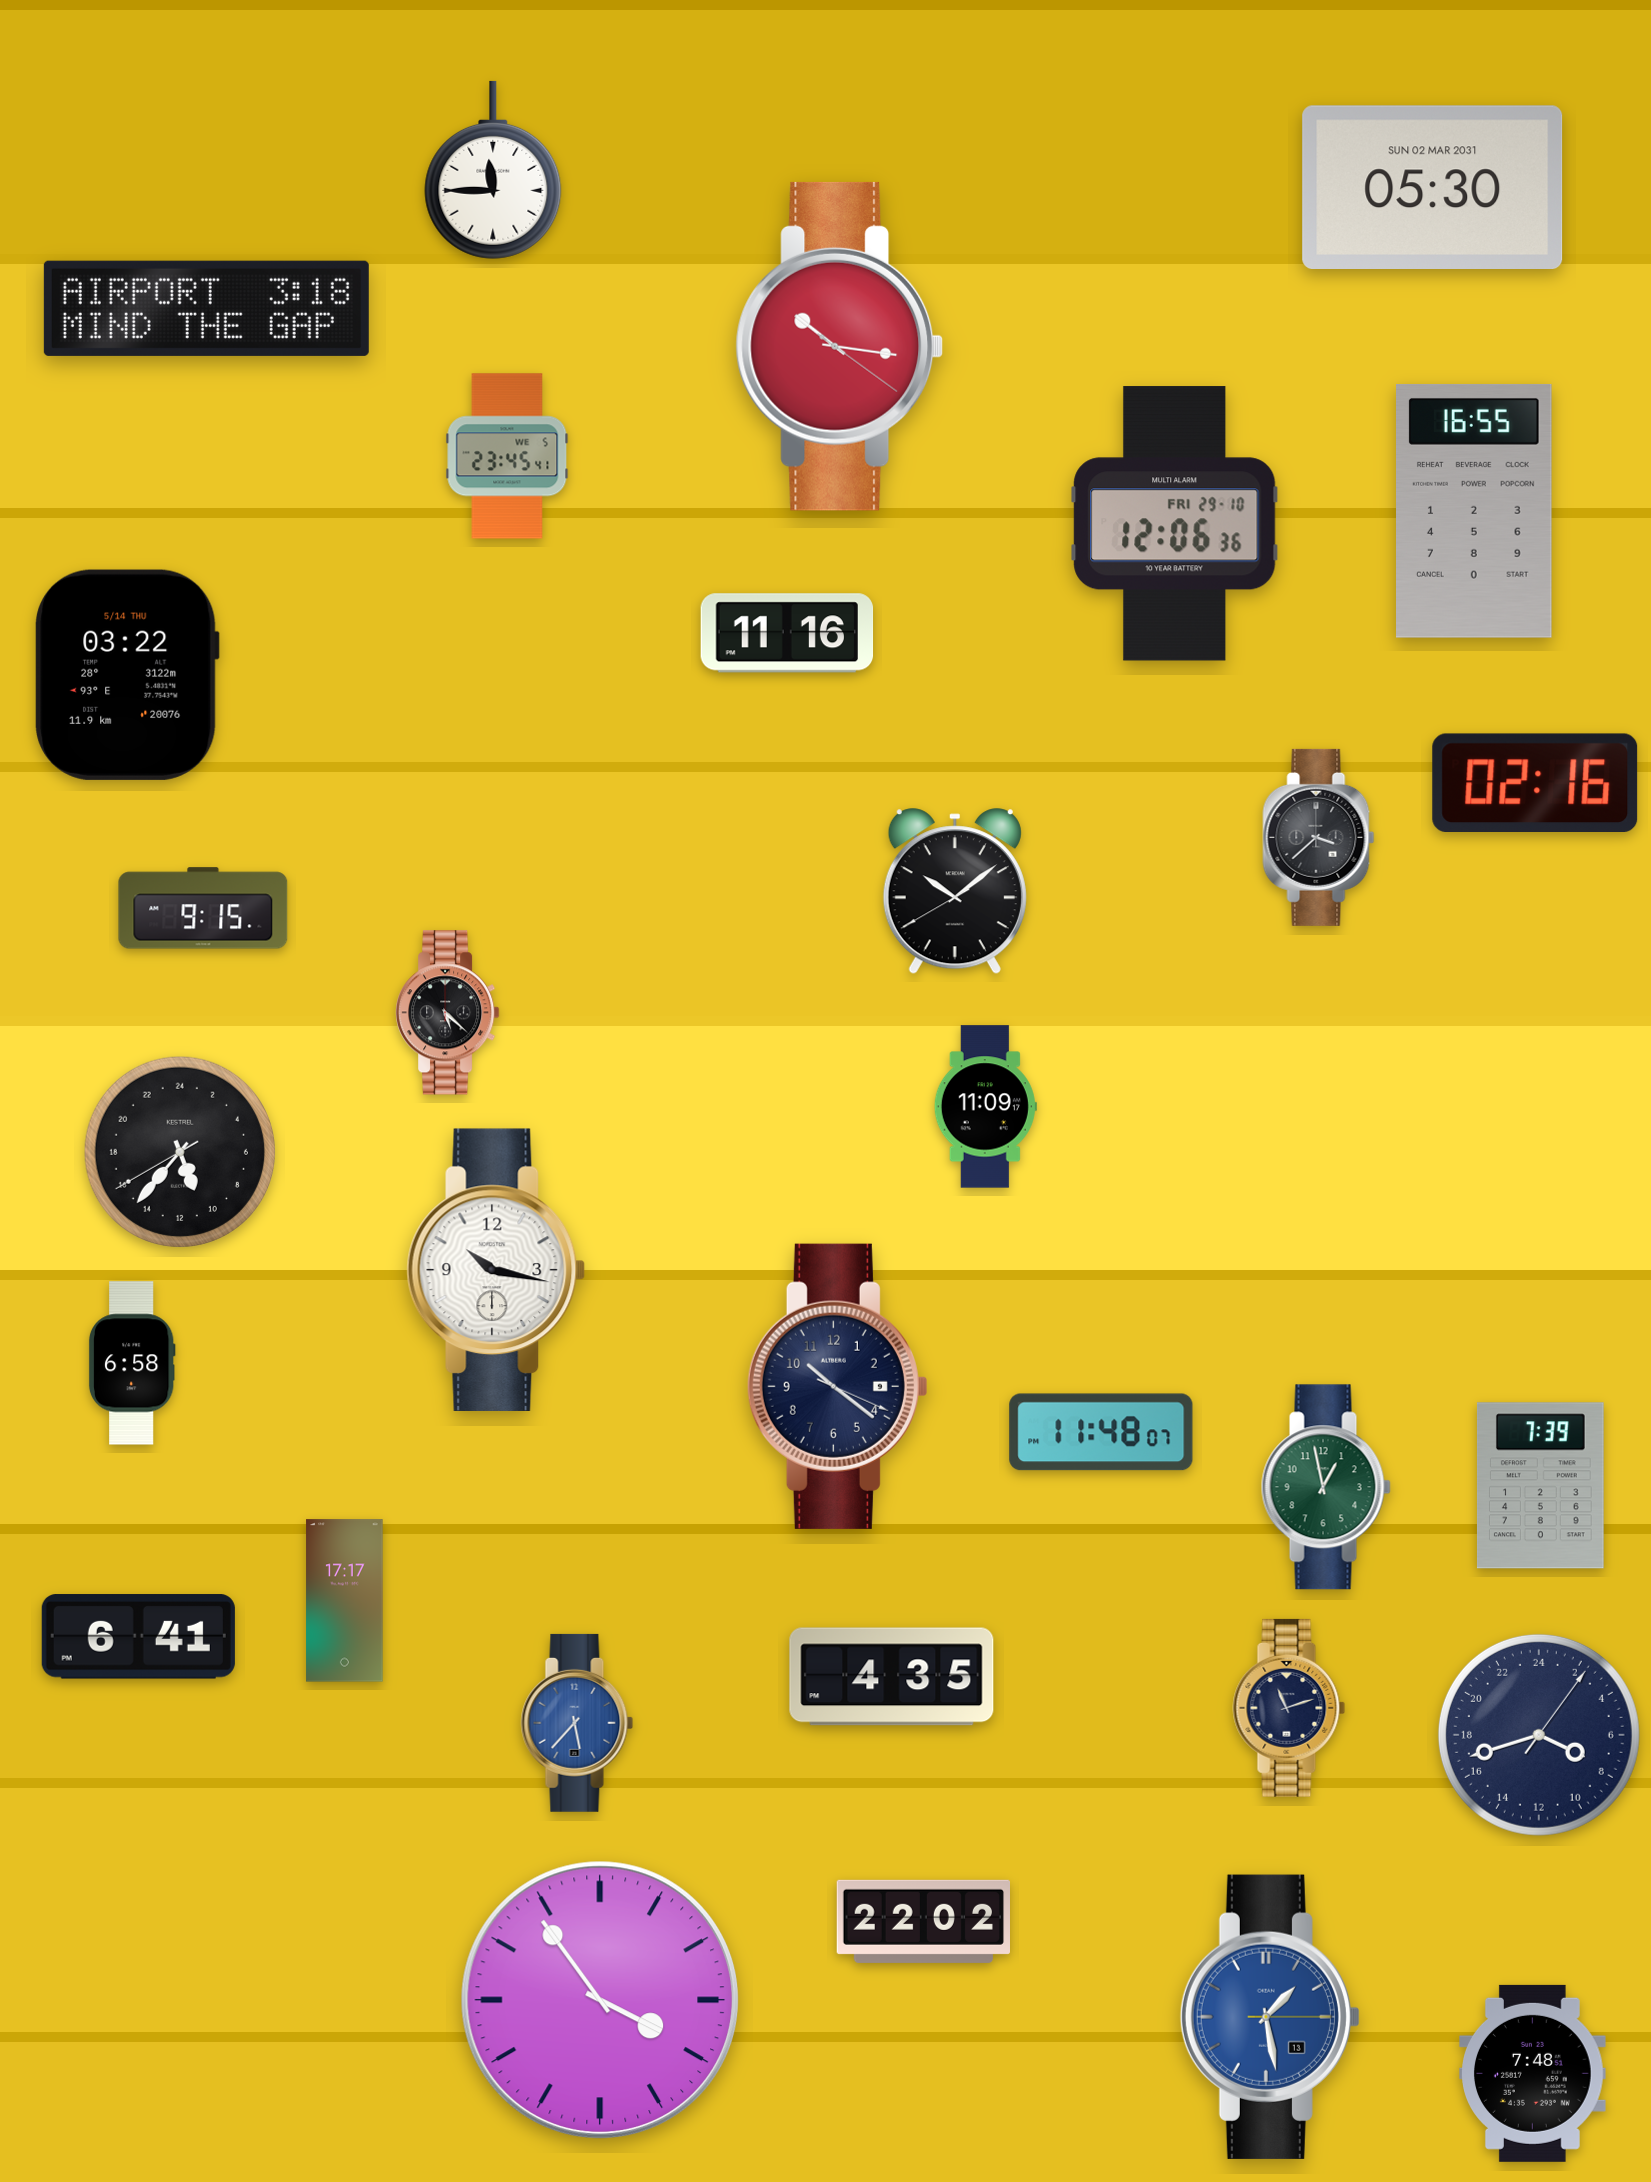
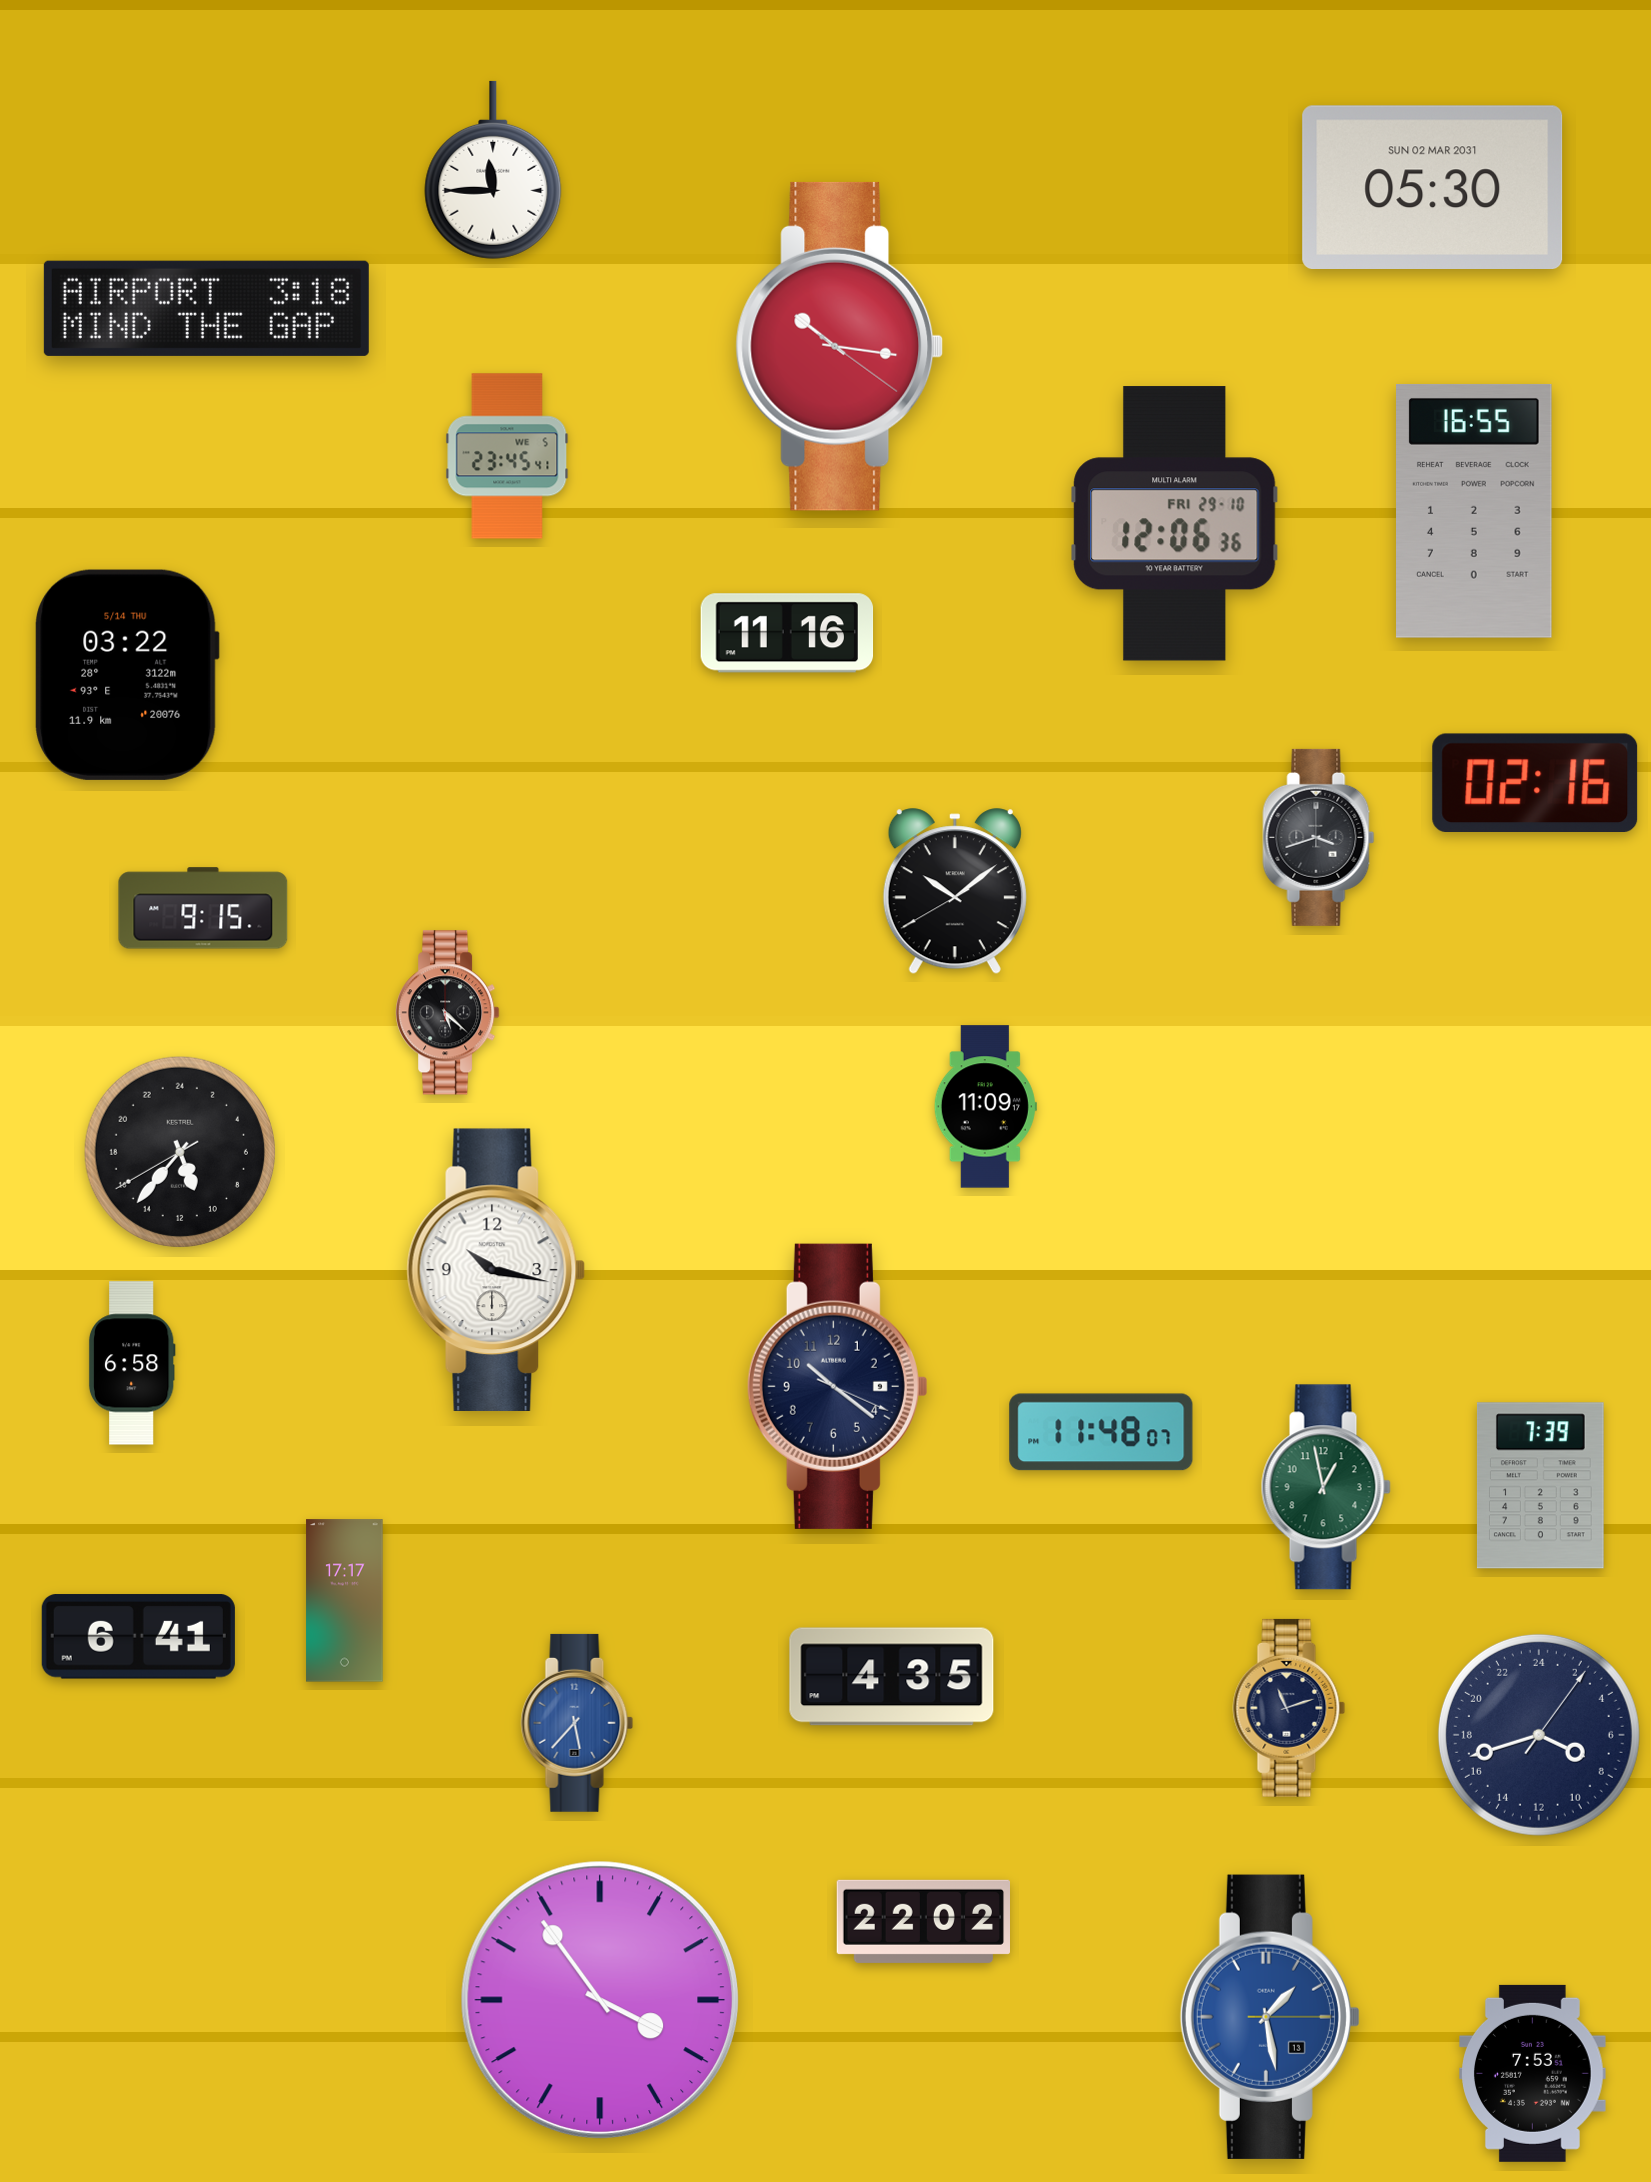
clock at (1319, 837): 3:38 -> 3:42
clock at (1533, 2073): 7:48 -> 7:53
